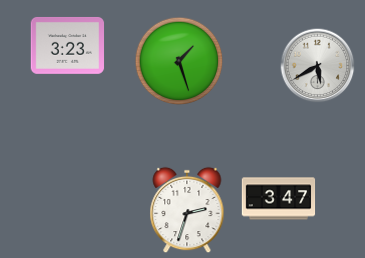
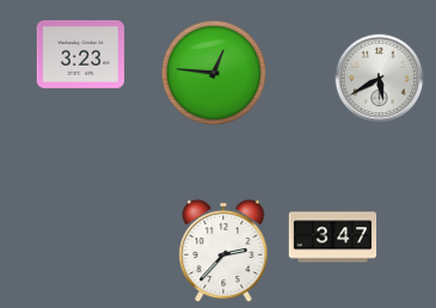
clock at (179, 61): 1:27 -> 12:46
clock at (187, 210): 2:33 -> 2:37
